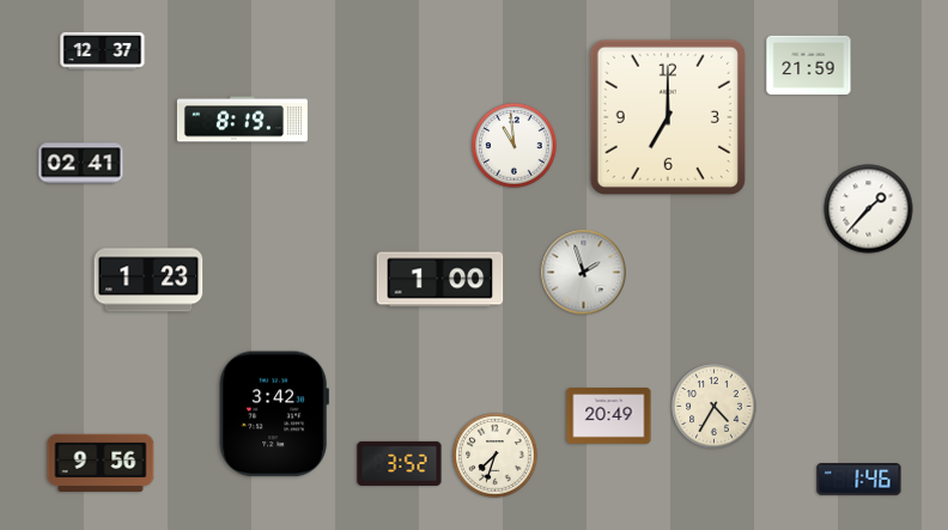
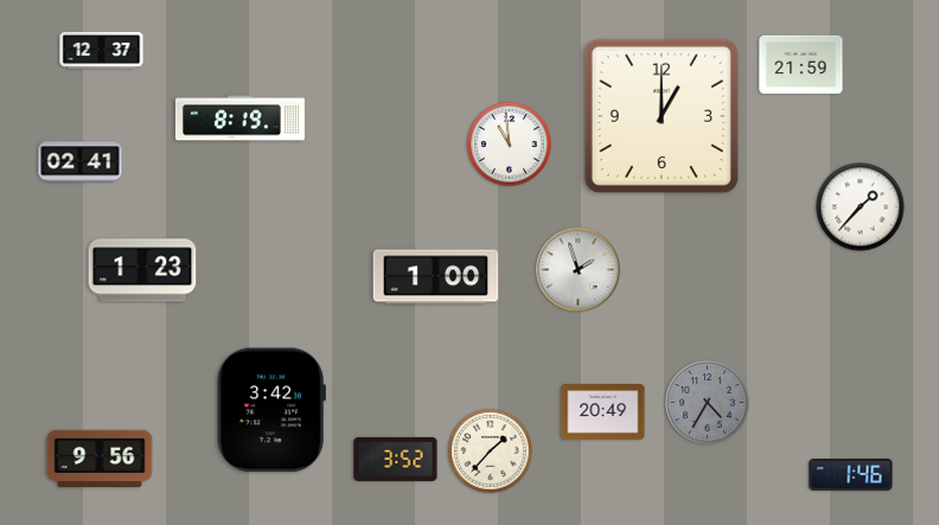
clock at (668, 117): 7:00 -> 1:00
clock at (148, 280) position: (148, 280) -> (142, 270)
clock at (715, 407) dial: cream -> grey
clock at (496, 456): 7:33 -> 1:37
